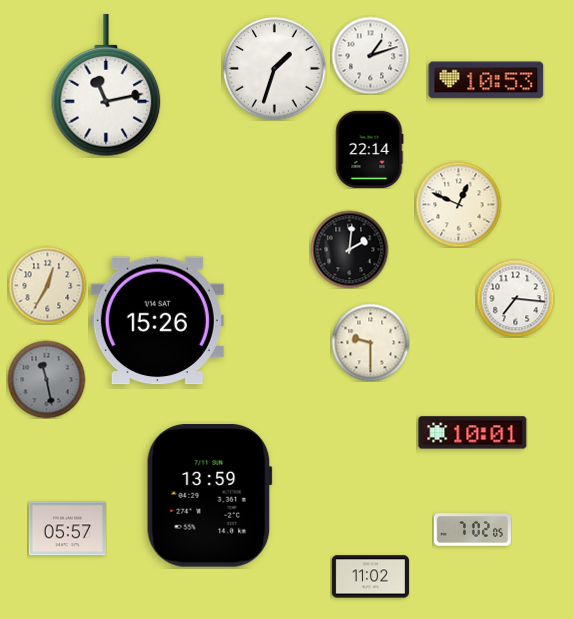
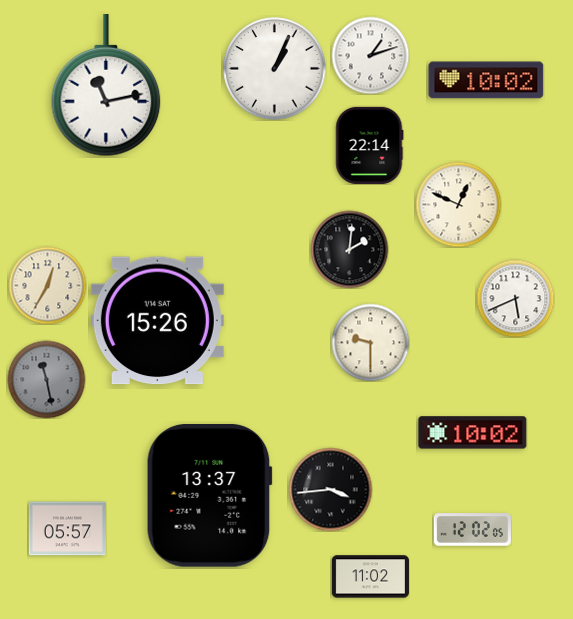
clock at (275, 69): 1:33 -> 1:04
clock at (486, 80): 10:53 -> 10:02
clock at (370, 149) position: (370, 149) -> (370, 145)
clock at (515, 298): 7:16 -> 5:41
clock at (473, 433): 10:01 -> 10:02
clock at (330, 489): none -> 3:44
clock at (209, 495): 13:59 -> 13:37
clock at (472, 530): 7:02 -> 12:02
